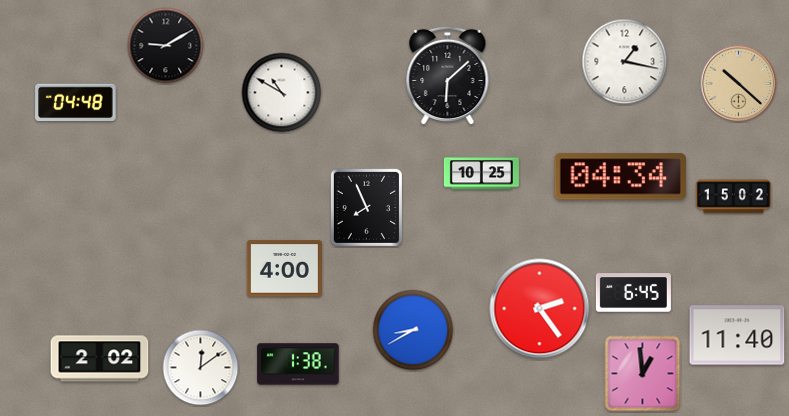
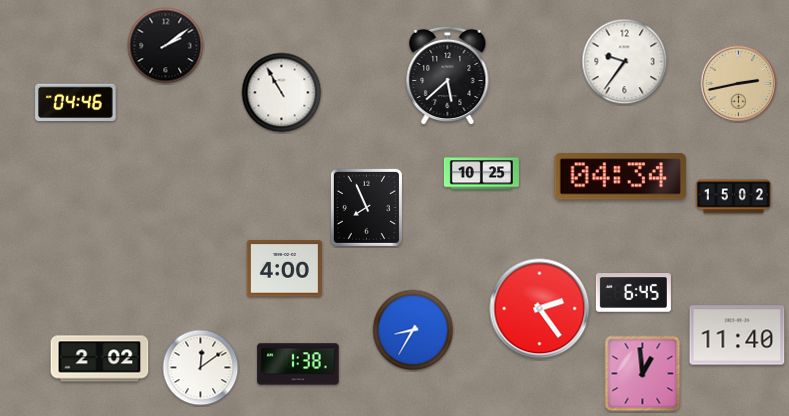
clock at (166, 46): 9:10 -> 2:09
clock at (625, 62): 1:17 -> 9:36
clock at (448, 76): 6:08 -> 5:38
clock at (739, 84): 10:22 -> 2:43
clock at (282, 93): 10:50 -> 10:55
clock at (76, 103): 04:48 -> 04:46
clock at (413, 330): 8:40 -> 8:35
